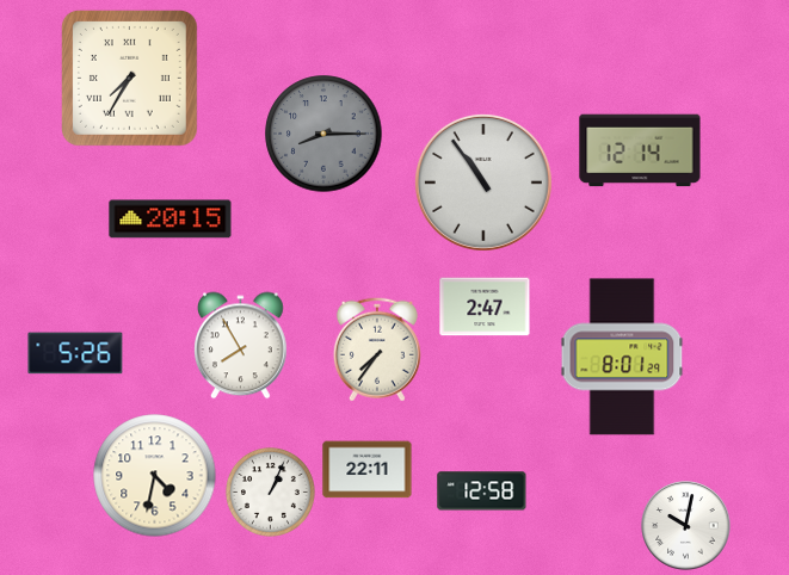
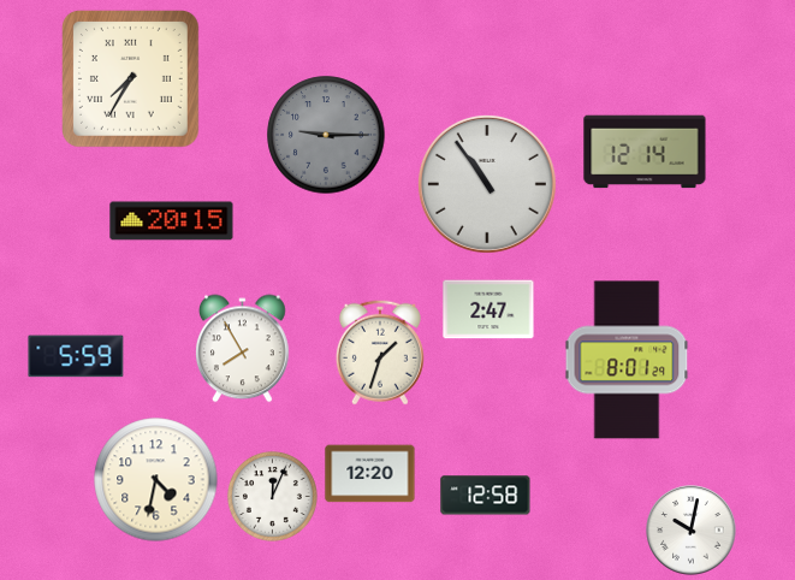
clock at (323, 134): 8:15 -> 9:15
clock at (377, 350): 7:36 -> 1:33
clock at (75, 353): 5:26 -> 5:59
clock at (368, 470): 22:11 -> 12:20
clock at (270, 491): 1:04 -> 12:04
